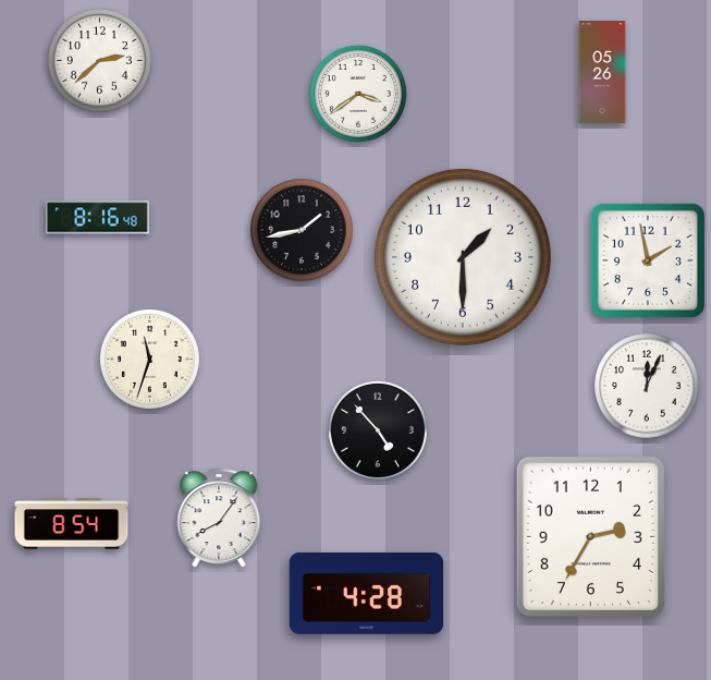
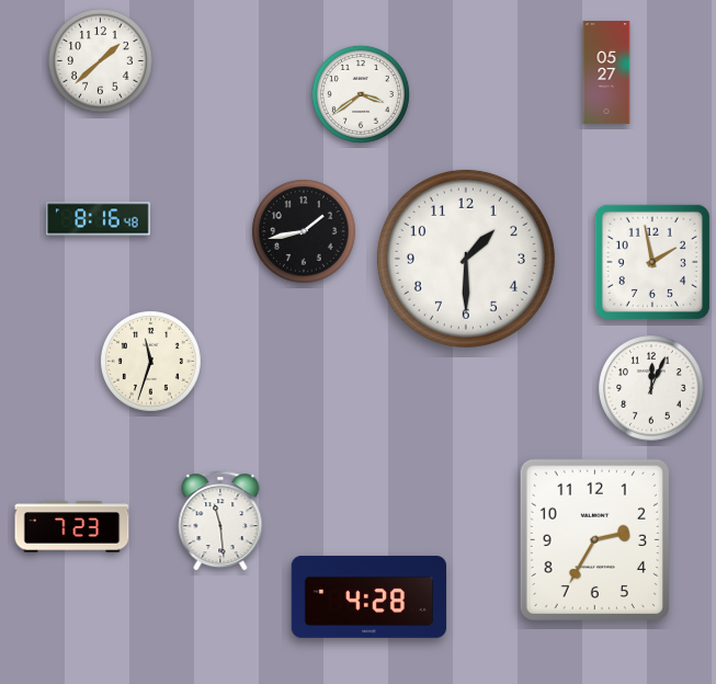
clock at (100, 61): 2:38 -> 1:38
clock at (602, 73): 05:26 -> 05:27
clock at (378, 430): 4:53 -> none
clock at (219, 518): 8:06 -> 11:29
clock at (72, 524): 8:54 -> 7:23
